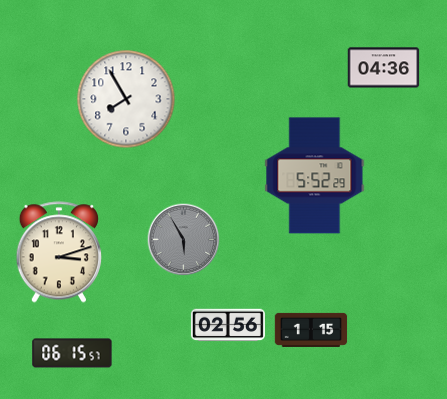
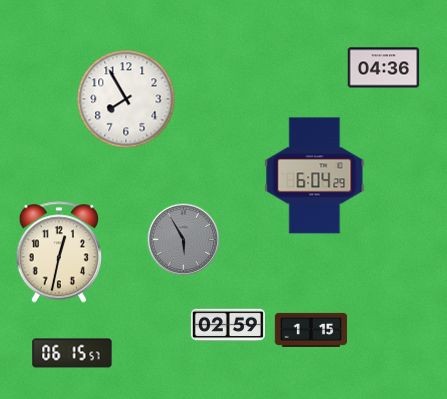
clock at (315, 176): 5:52 -> 6:04
clock at (58, 252): 3:12 -> 12:32
clock at (228, 325): 02:56 -> 02:59
